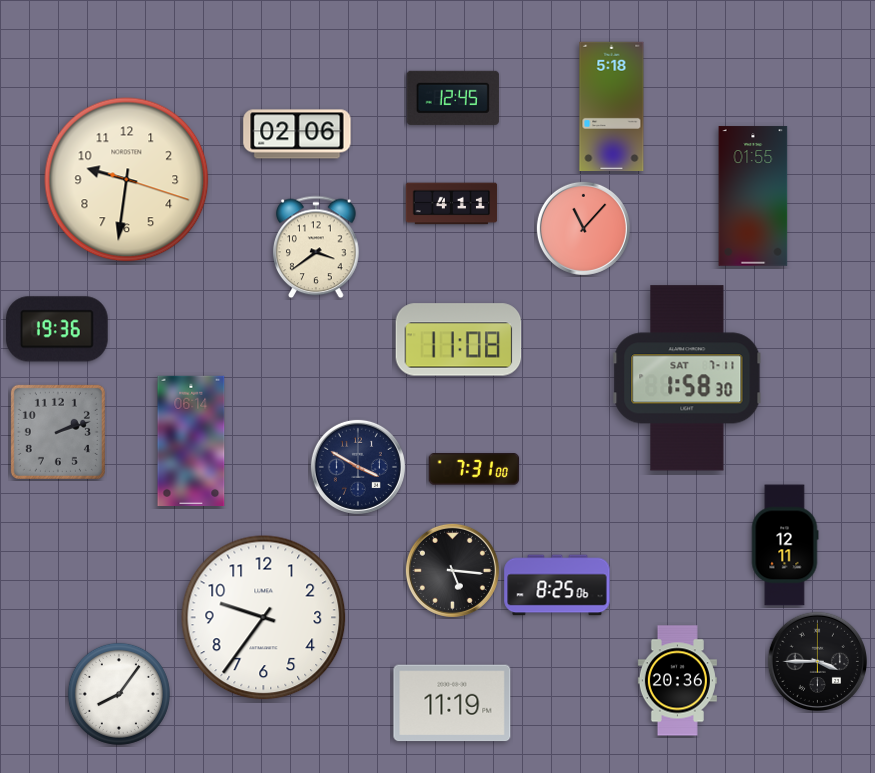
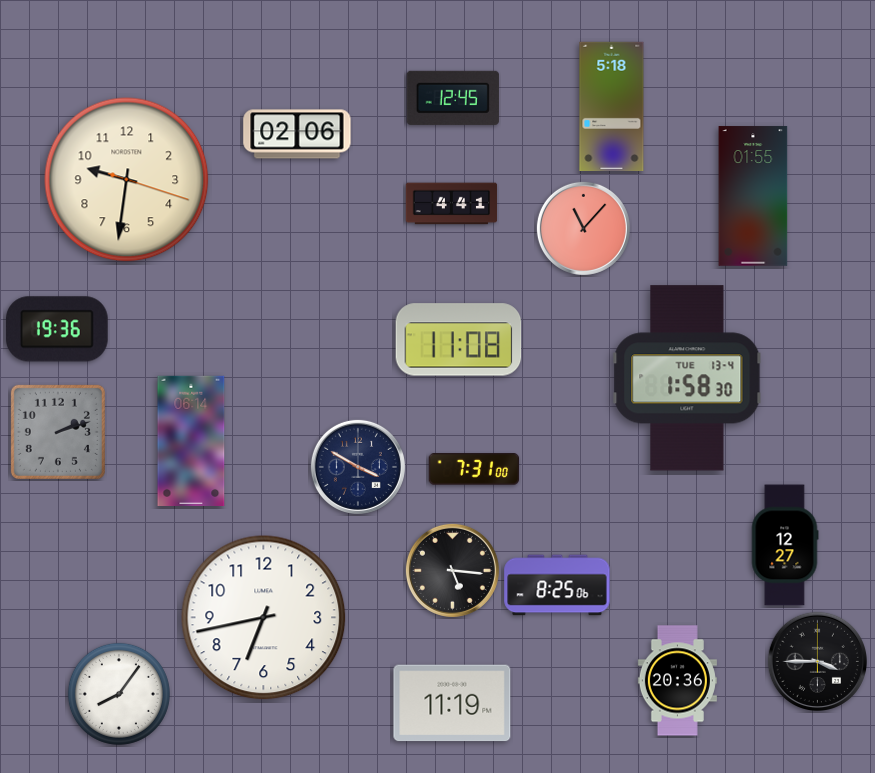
clock at (452, 204): 4:11 -> 4:41
clock at (316, 247): 3:39 -> none
clock at (687, 378) date: SAT 7-11 -> TUE 13-4
clock at (785, 545): 12:11 -> 12:27
clock at (264, 618): 9:36 -> 6:43
